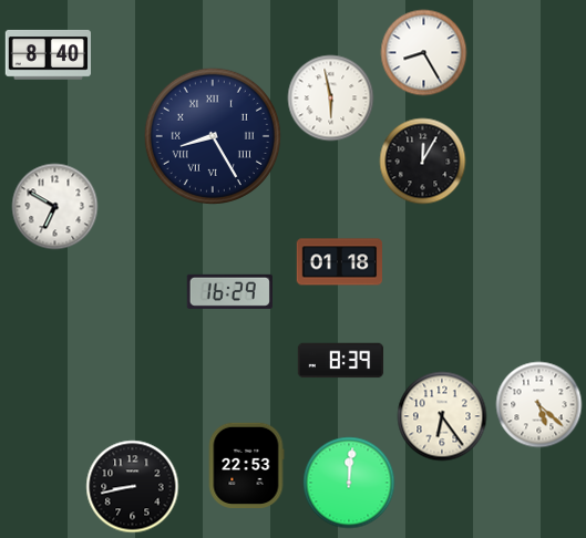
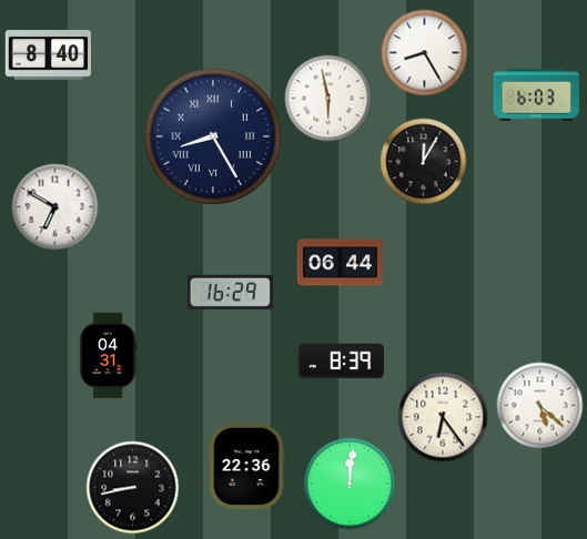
clock at (536, 94): none -> 6:03
clock at (330, 97) position: (330, 97) -> (327, 98)
clock at (339, 262): 01:18 -> 06:44
clock at (108, 355): none -> 04:31
clock at (246, 465): 22:53 -> 22:36
